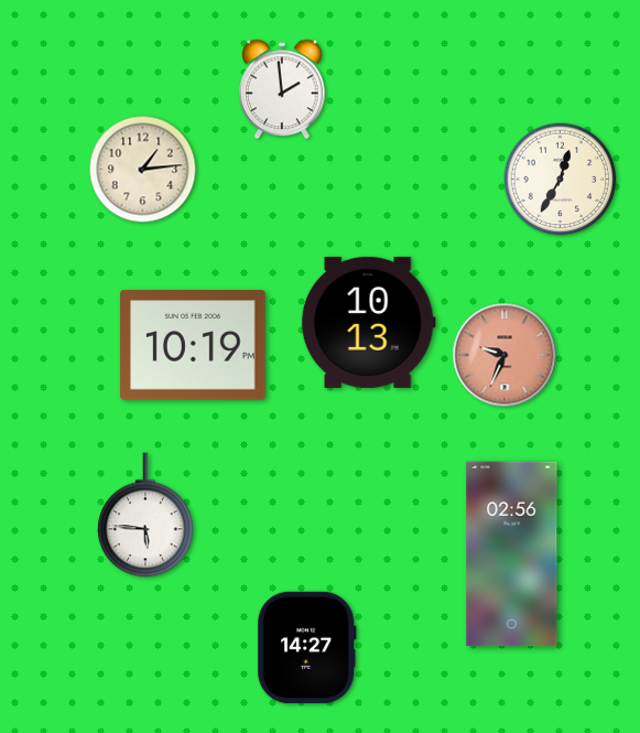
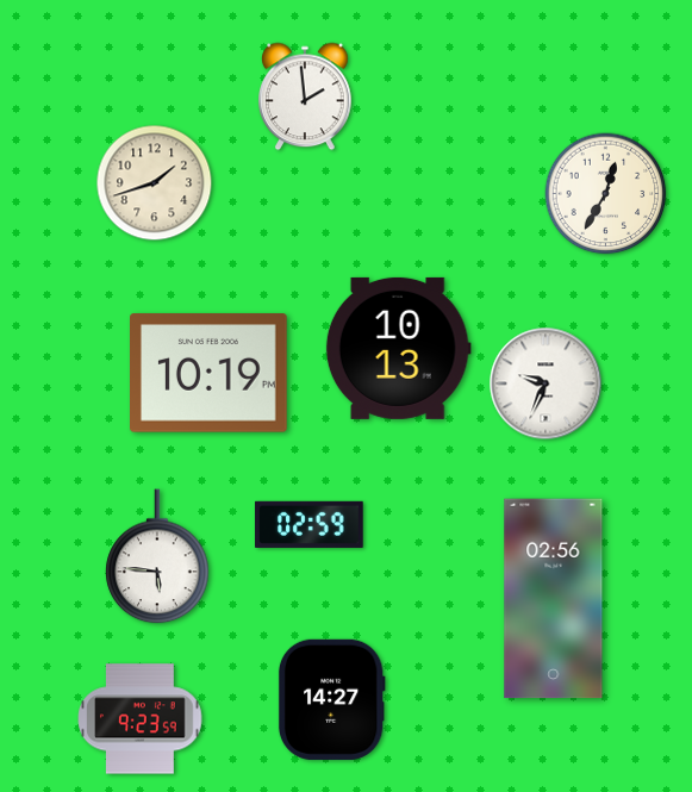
clock at (143, 170): 1:14 -> 1:42
clock at (505, 355) dial: salmon -> white
clock at (310, 524): none -> 02:59
clock at (141, 719): none -> 9:23
